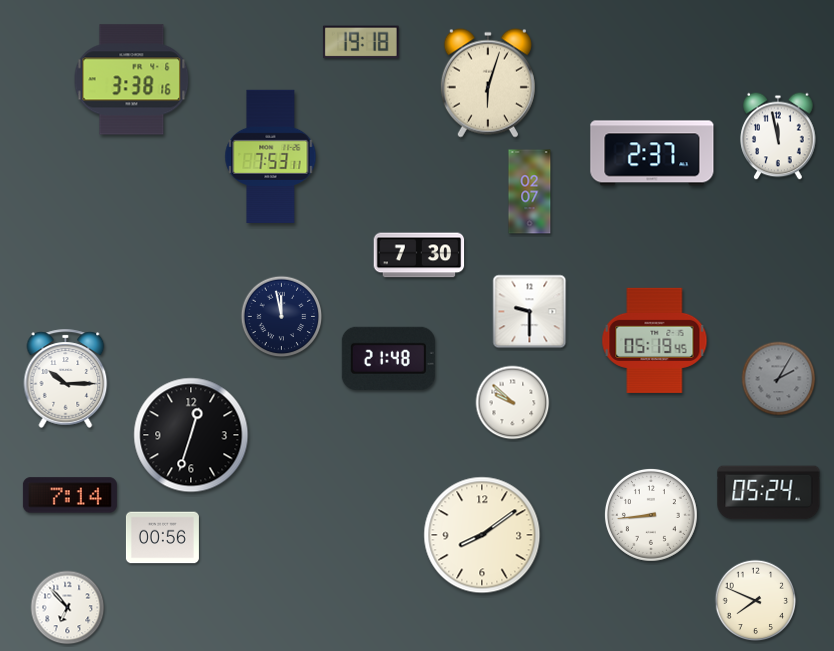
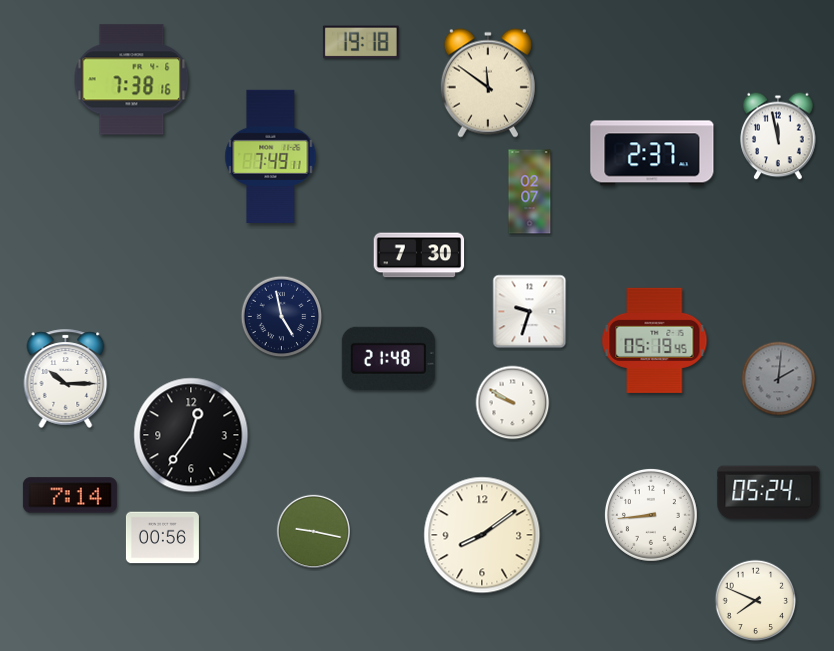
clock at (132, 80): 3:38 -> 7:38
clock at (488, 83): 6:03 -> 11:51
clock at (271, 156): 7:53 -> 7:49
clock at (530, 312): 9:30 -> 9:33
clock at (282, 317): 11:58 -> 4:58
clock at (779, 379): 2:05 -> 2:01
clock at (513, 403): 9:52 -> 9:50
clock at (191, 435): 12:33 -> 12:36
clock at (313, 531): none -> 9:17
clock at (68, 608): 6:53 -> none
